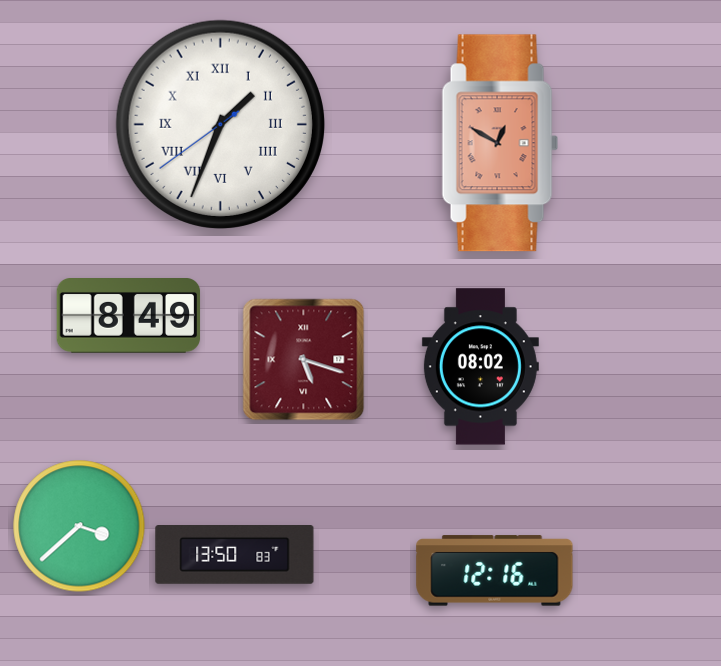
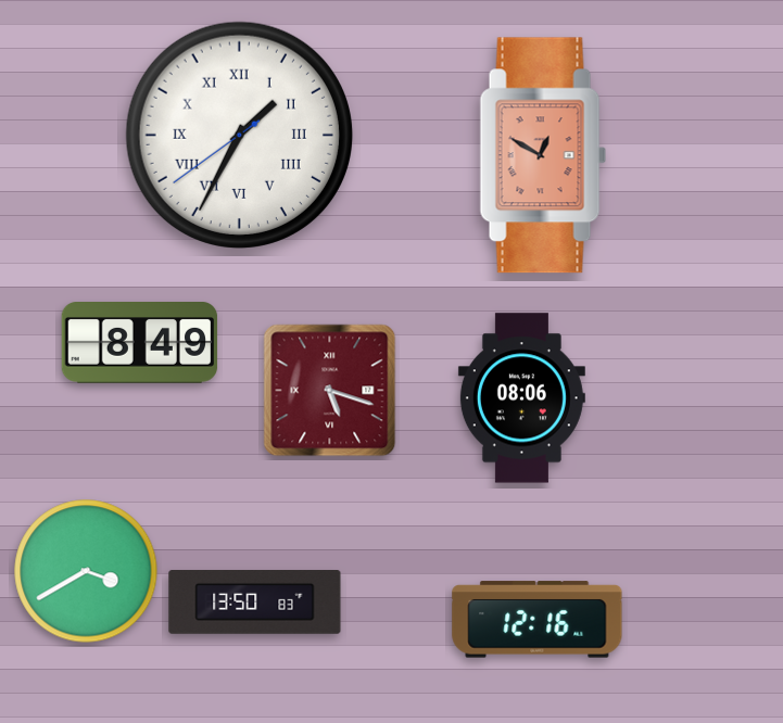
clock at (220, 124): 1:33 -> 1:34
clock at (480, 367): 08:02 -> 08:06
clock at (79, 526): 3:38 -> 3:40
